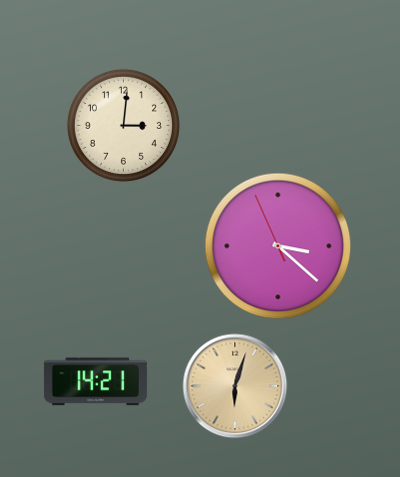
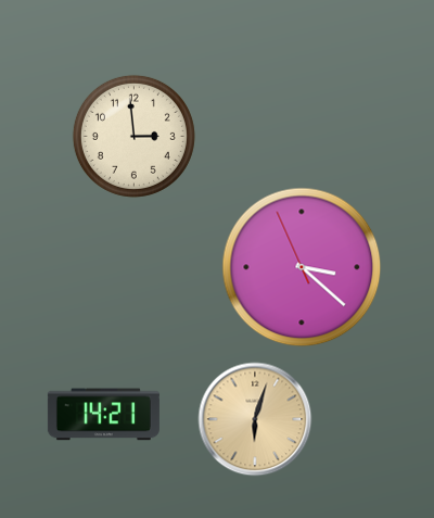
clock at (123, 125): 3:01 -> 2:59
